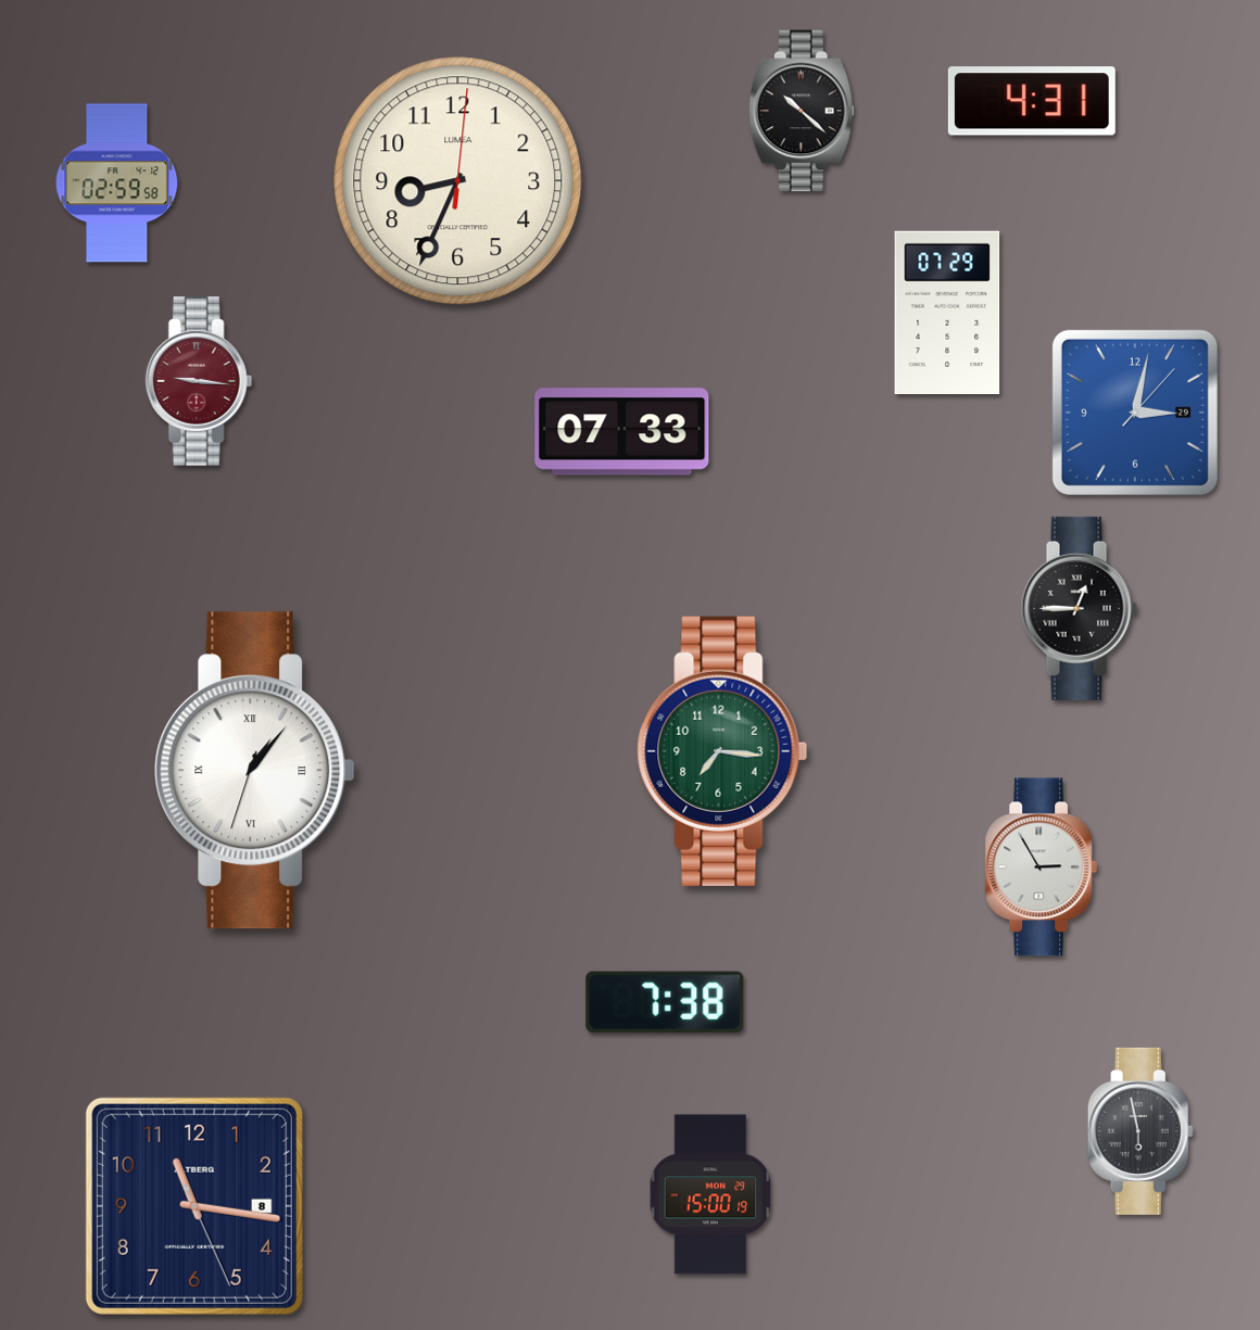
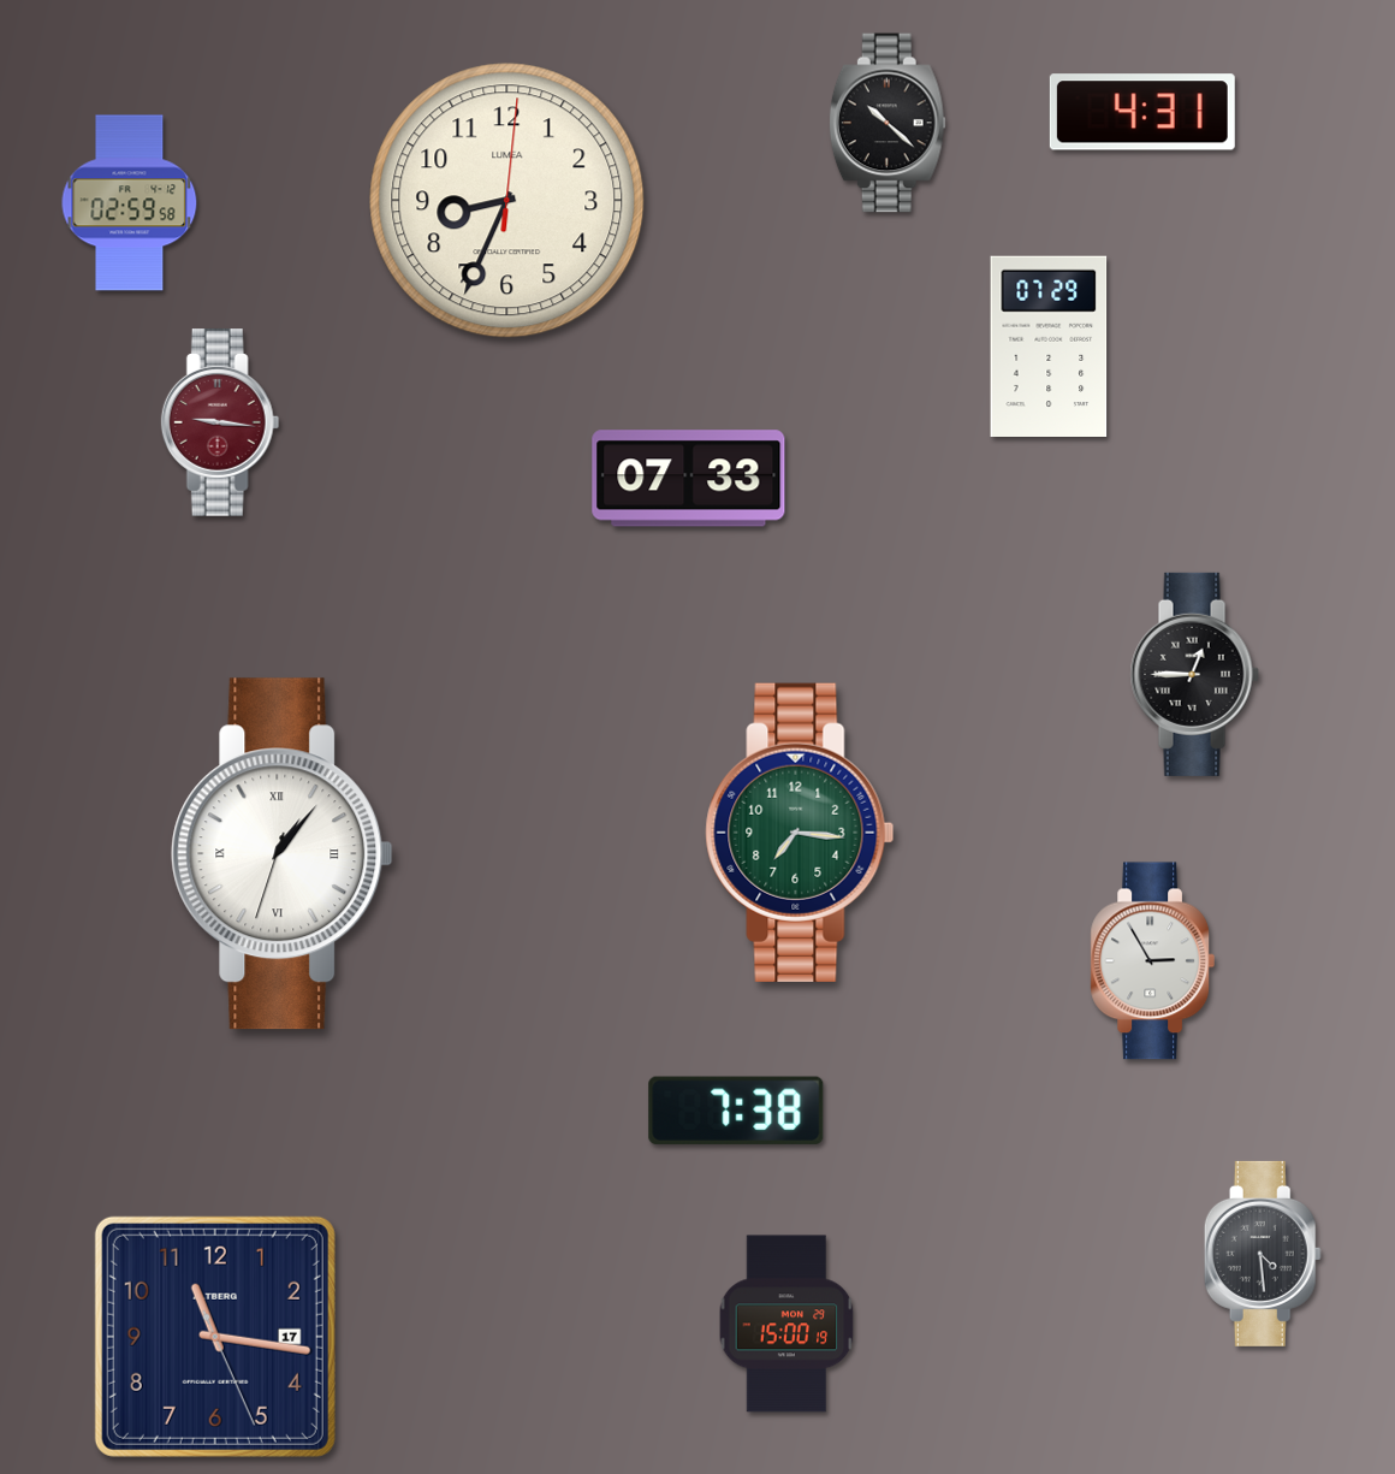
clock at (1135, 413): 3:02 -> none
clock at (1141, 1131): 5:58 -> 4:29
clock at (194, 1206) date: 8 -> 17
